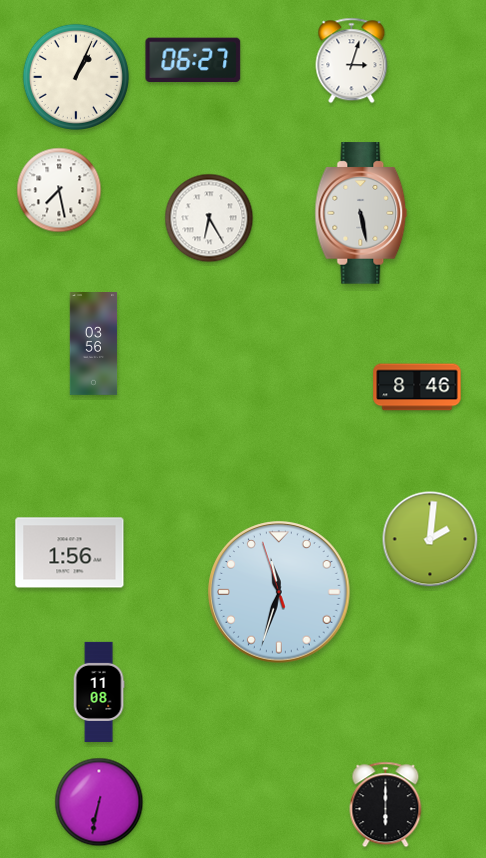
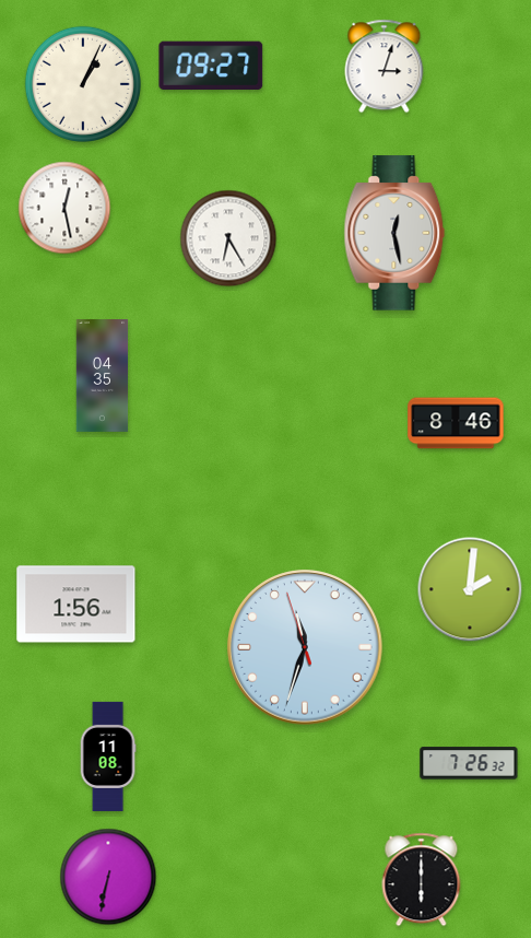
clock at (193, 59): 06:27 -> 09:27
clock at (59, 190): 7:28 -> 12:28
clock at (361, 213): 5:28 -> 12:28
clock at (94, 344): 03:56 -> 04:35
clock at (469, 763): none -> 7:26
